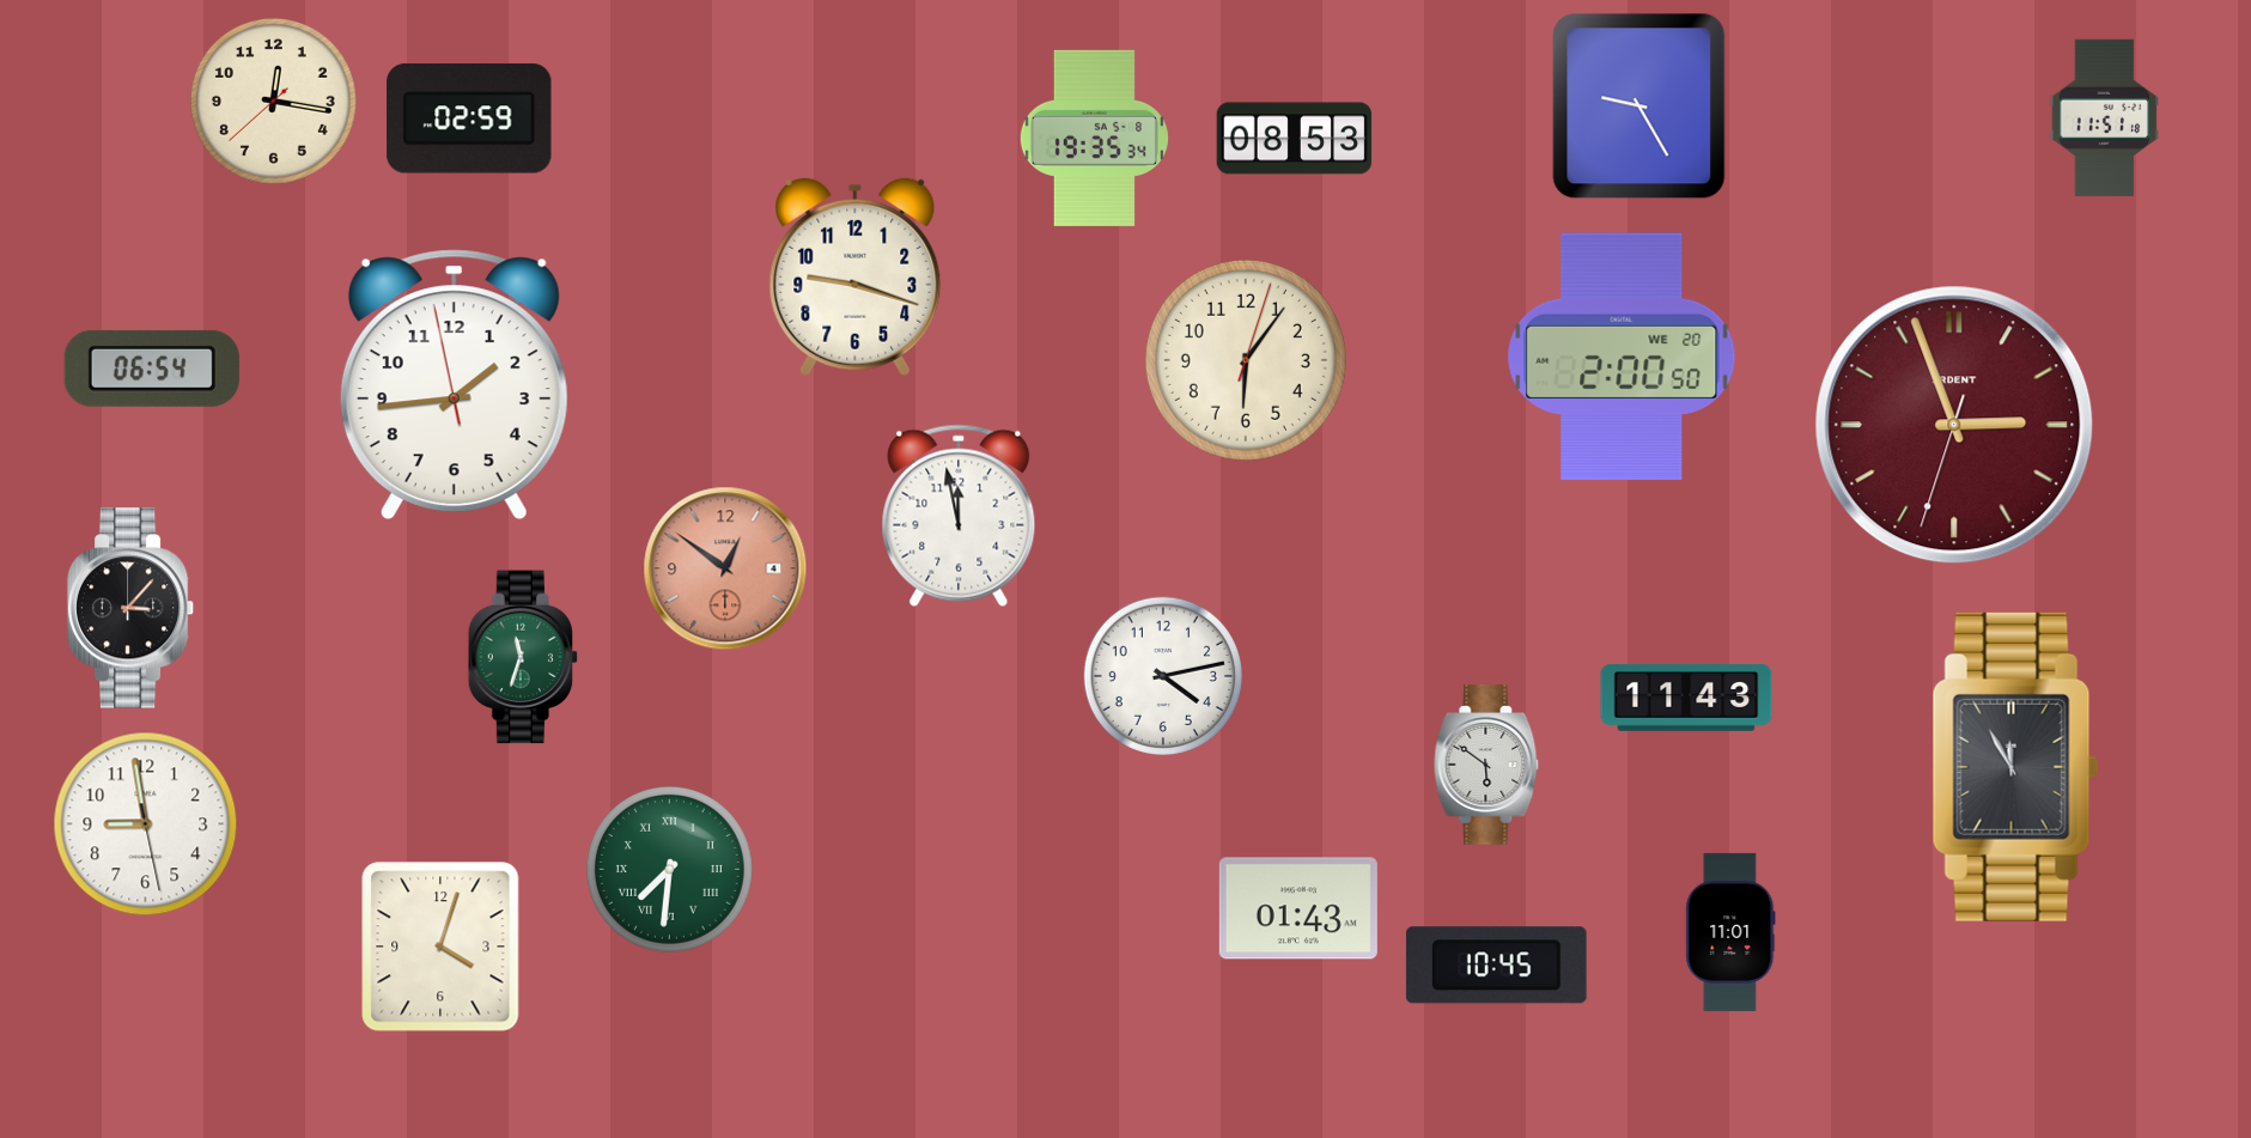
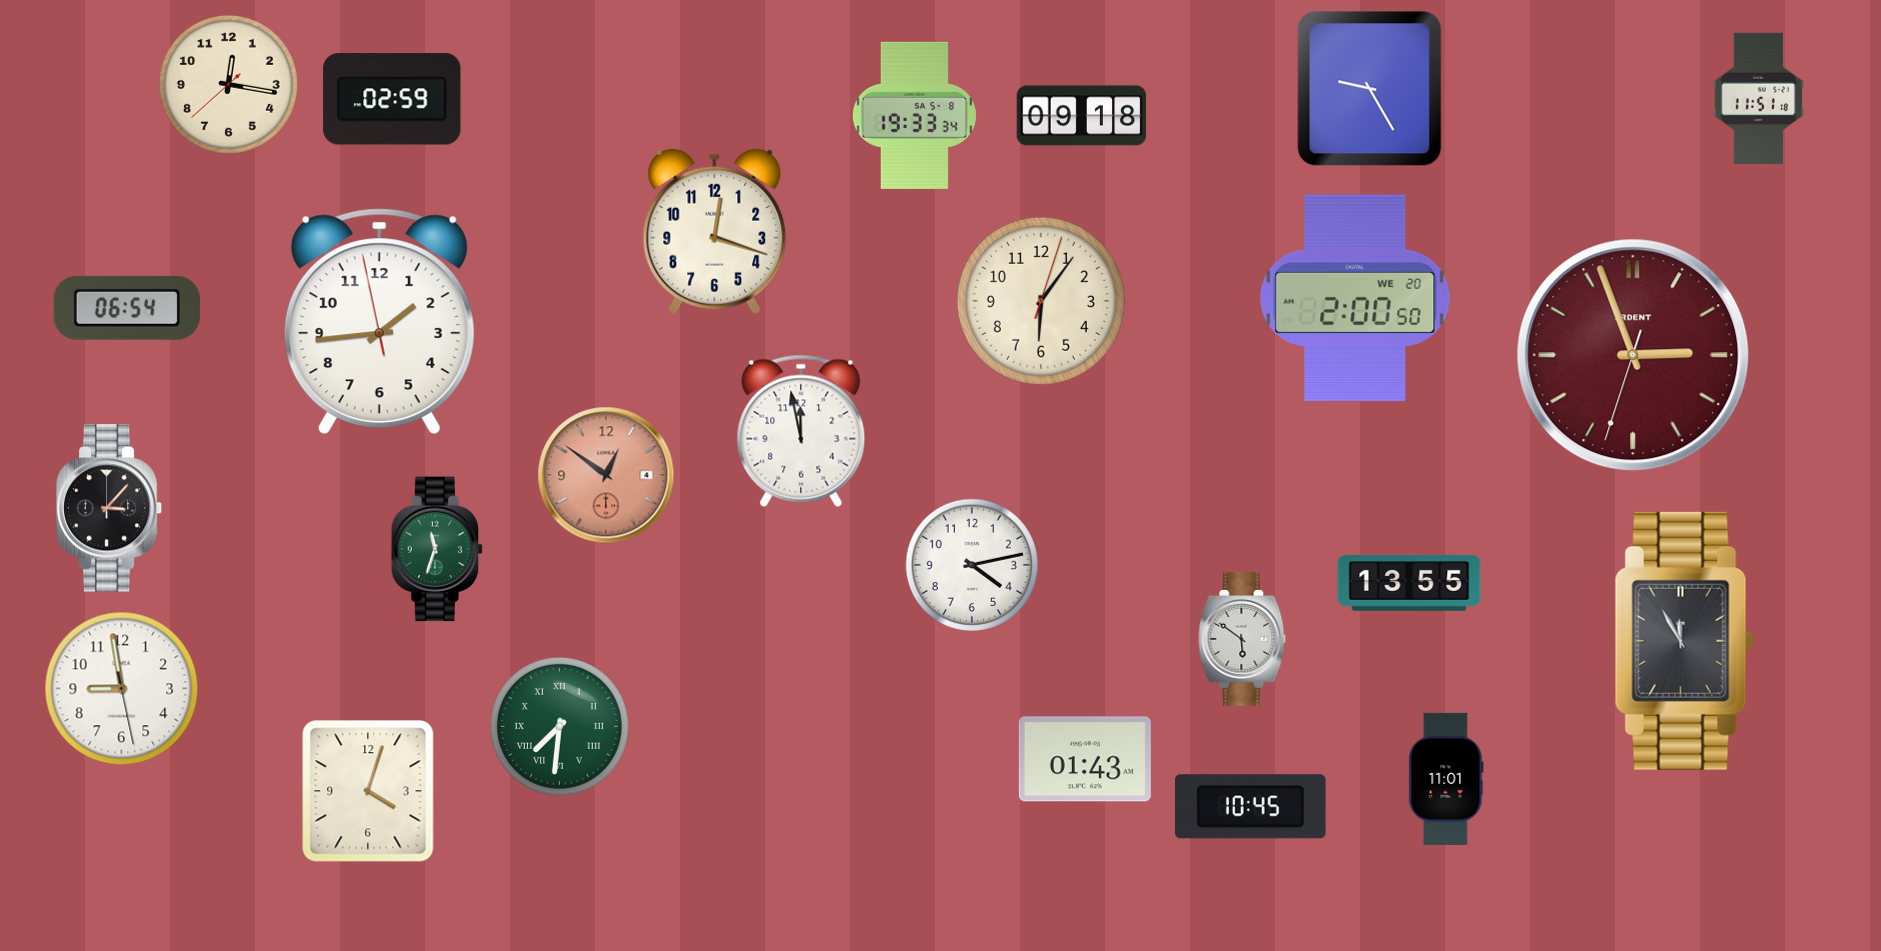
clock at (1094, 138): 19:35 -> 19:33
clock at (1295, 139): 08:53 -> 09:18
clock at (856, 278): 9:18 -> 12:18
clock at (1686, 698): 11:43 -> 13:55
